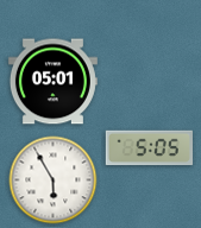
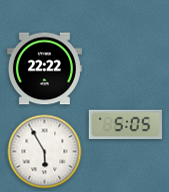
clock at (52, 82): 05:01 -> 22:22
